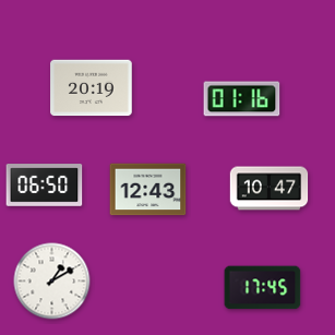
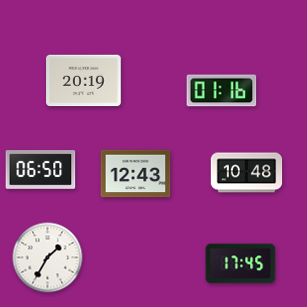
clock at (270, 189): 10:47 -> 10:48
clock at (52, 282): 1:10 -> 1:35
